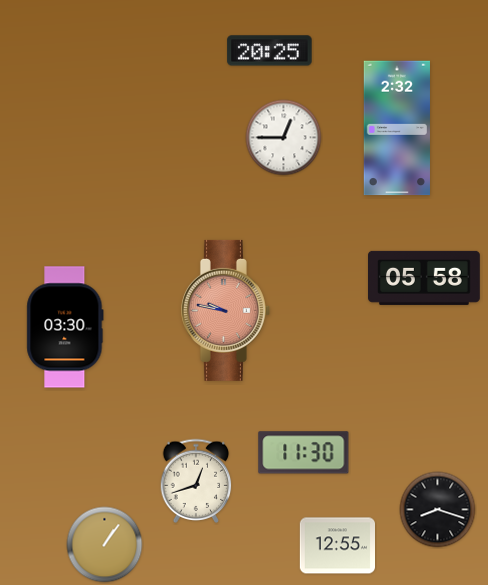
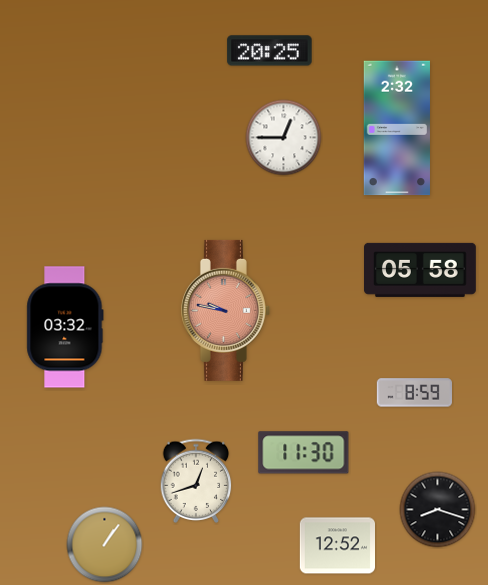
clock at (425, 278) position: (425, 278) -> (421, 270)
clock at (65, 327): 03:30 -> 03:32
clock at (414, 393): none -> 8:59
clock at (337, 546): 12:55 -> 12:52
